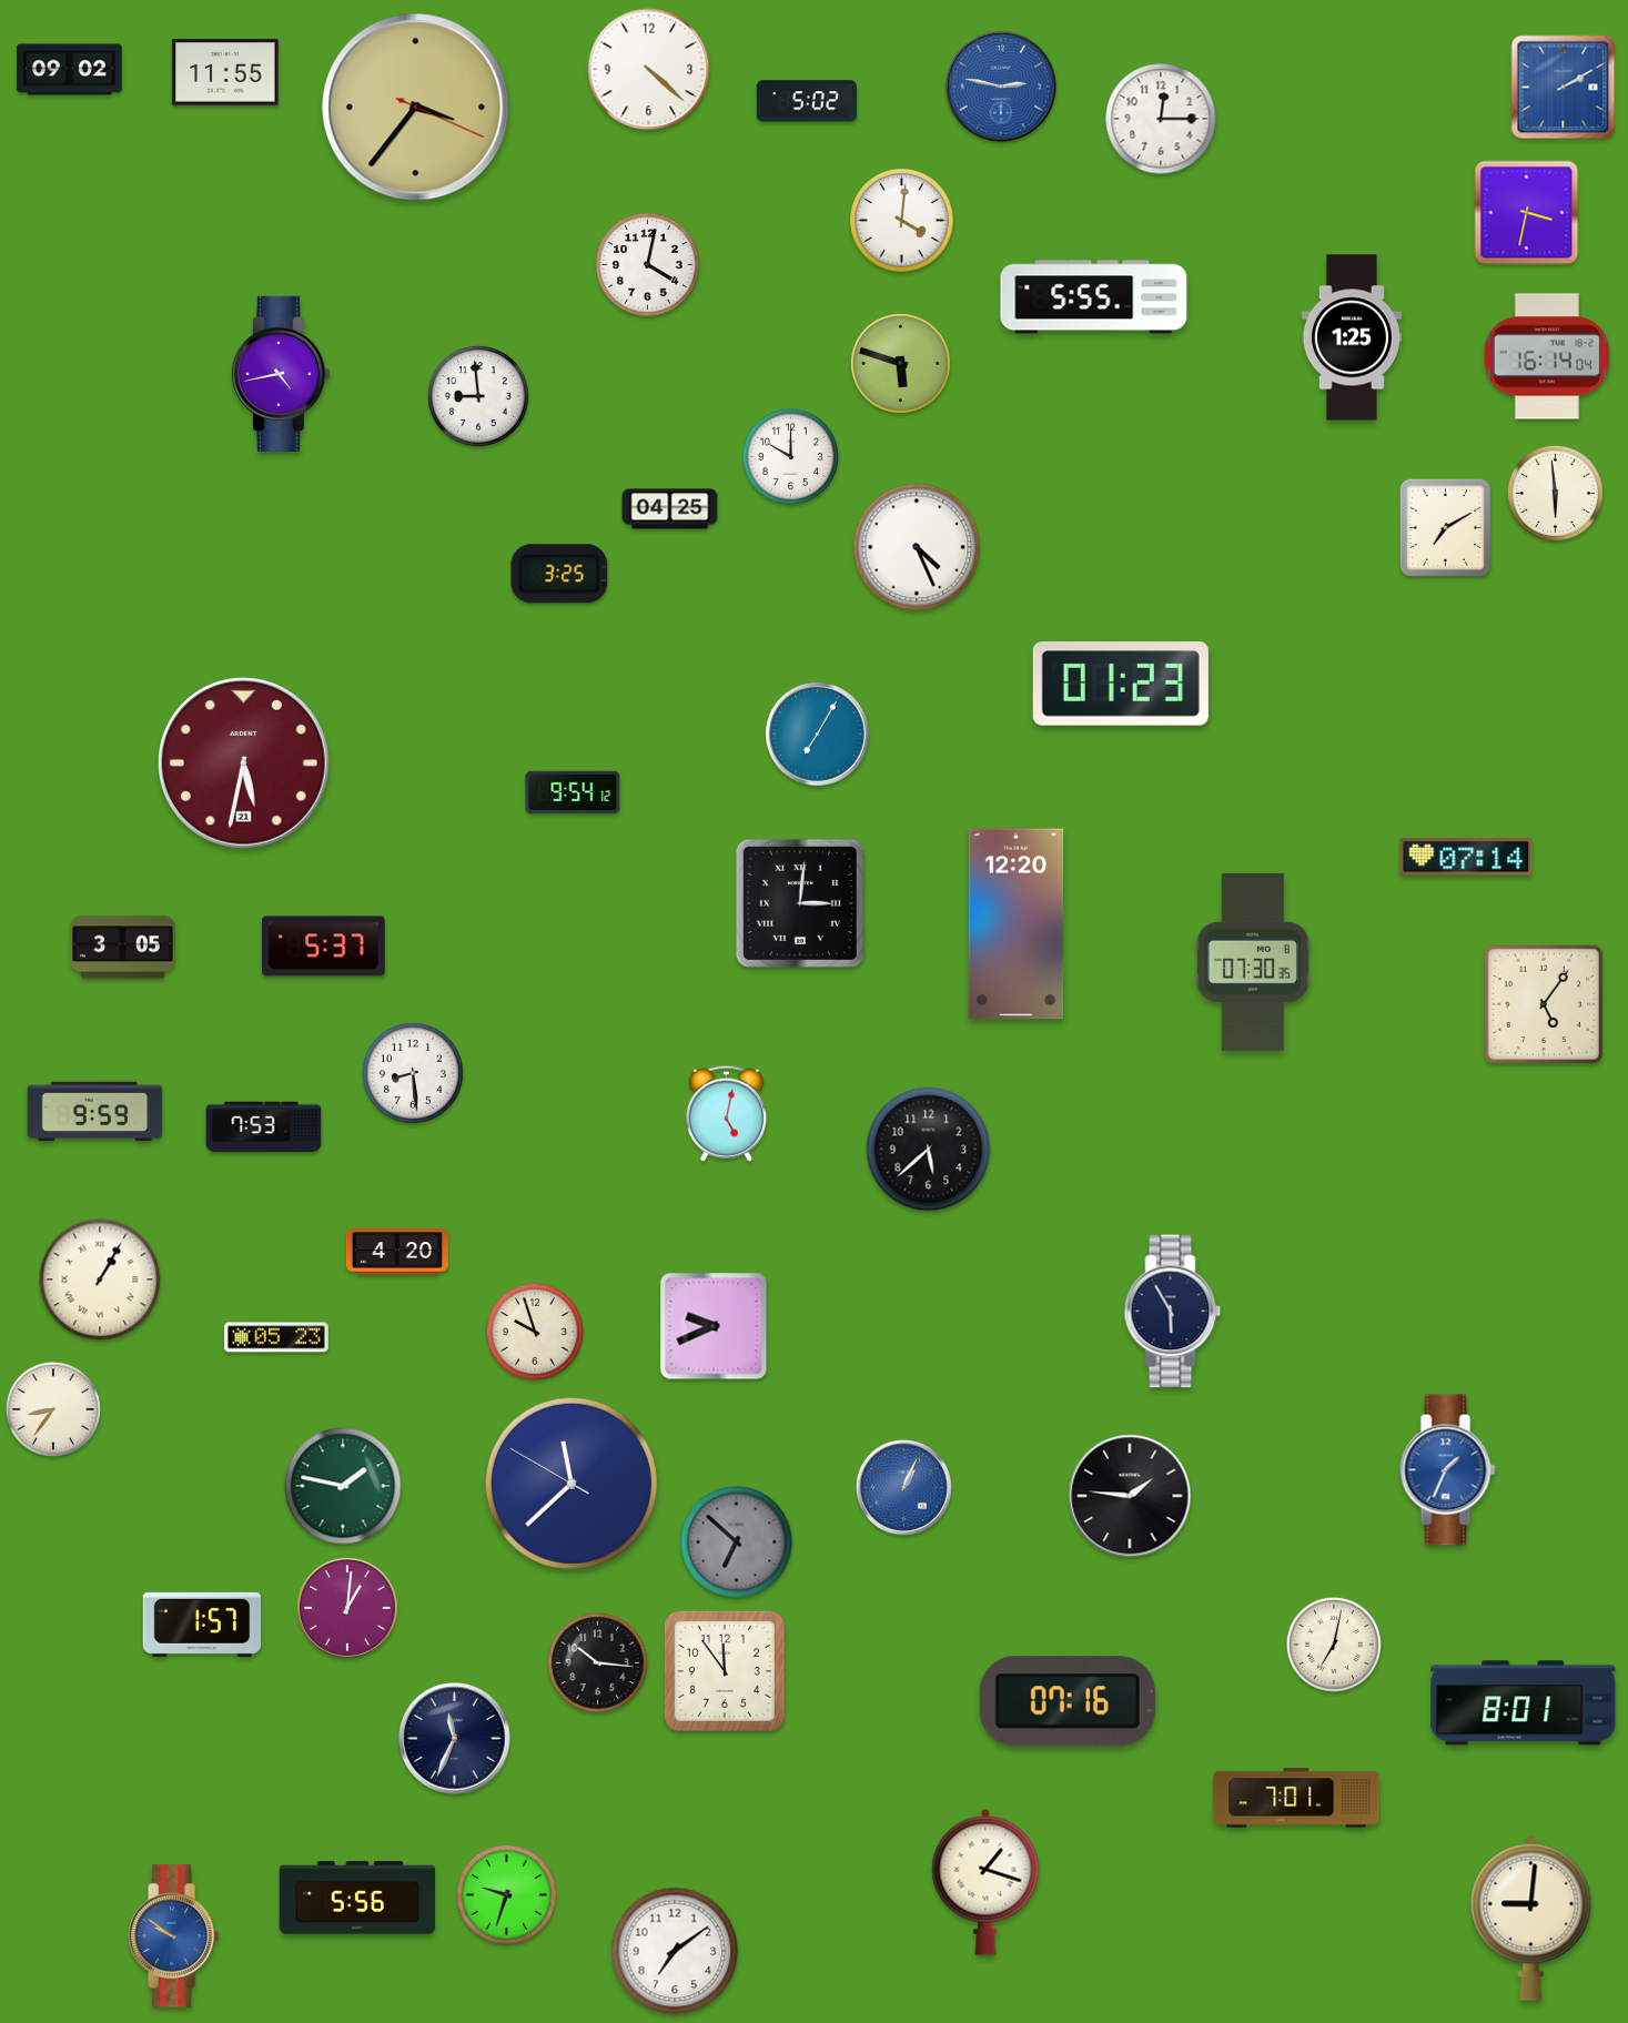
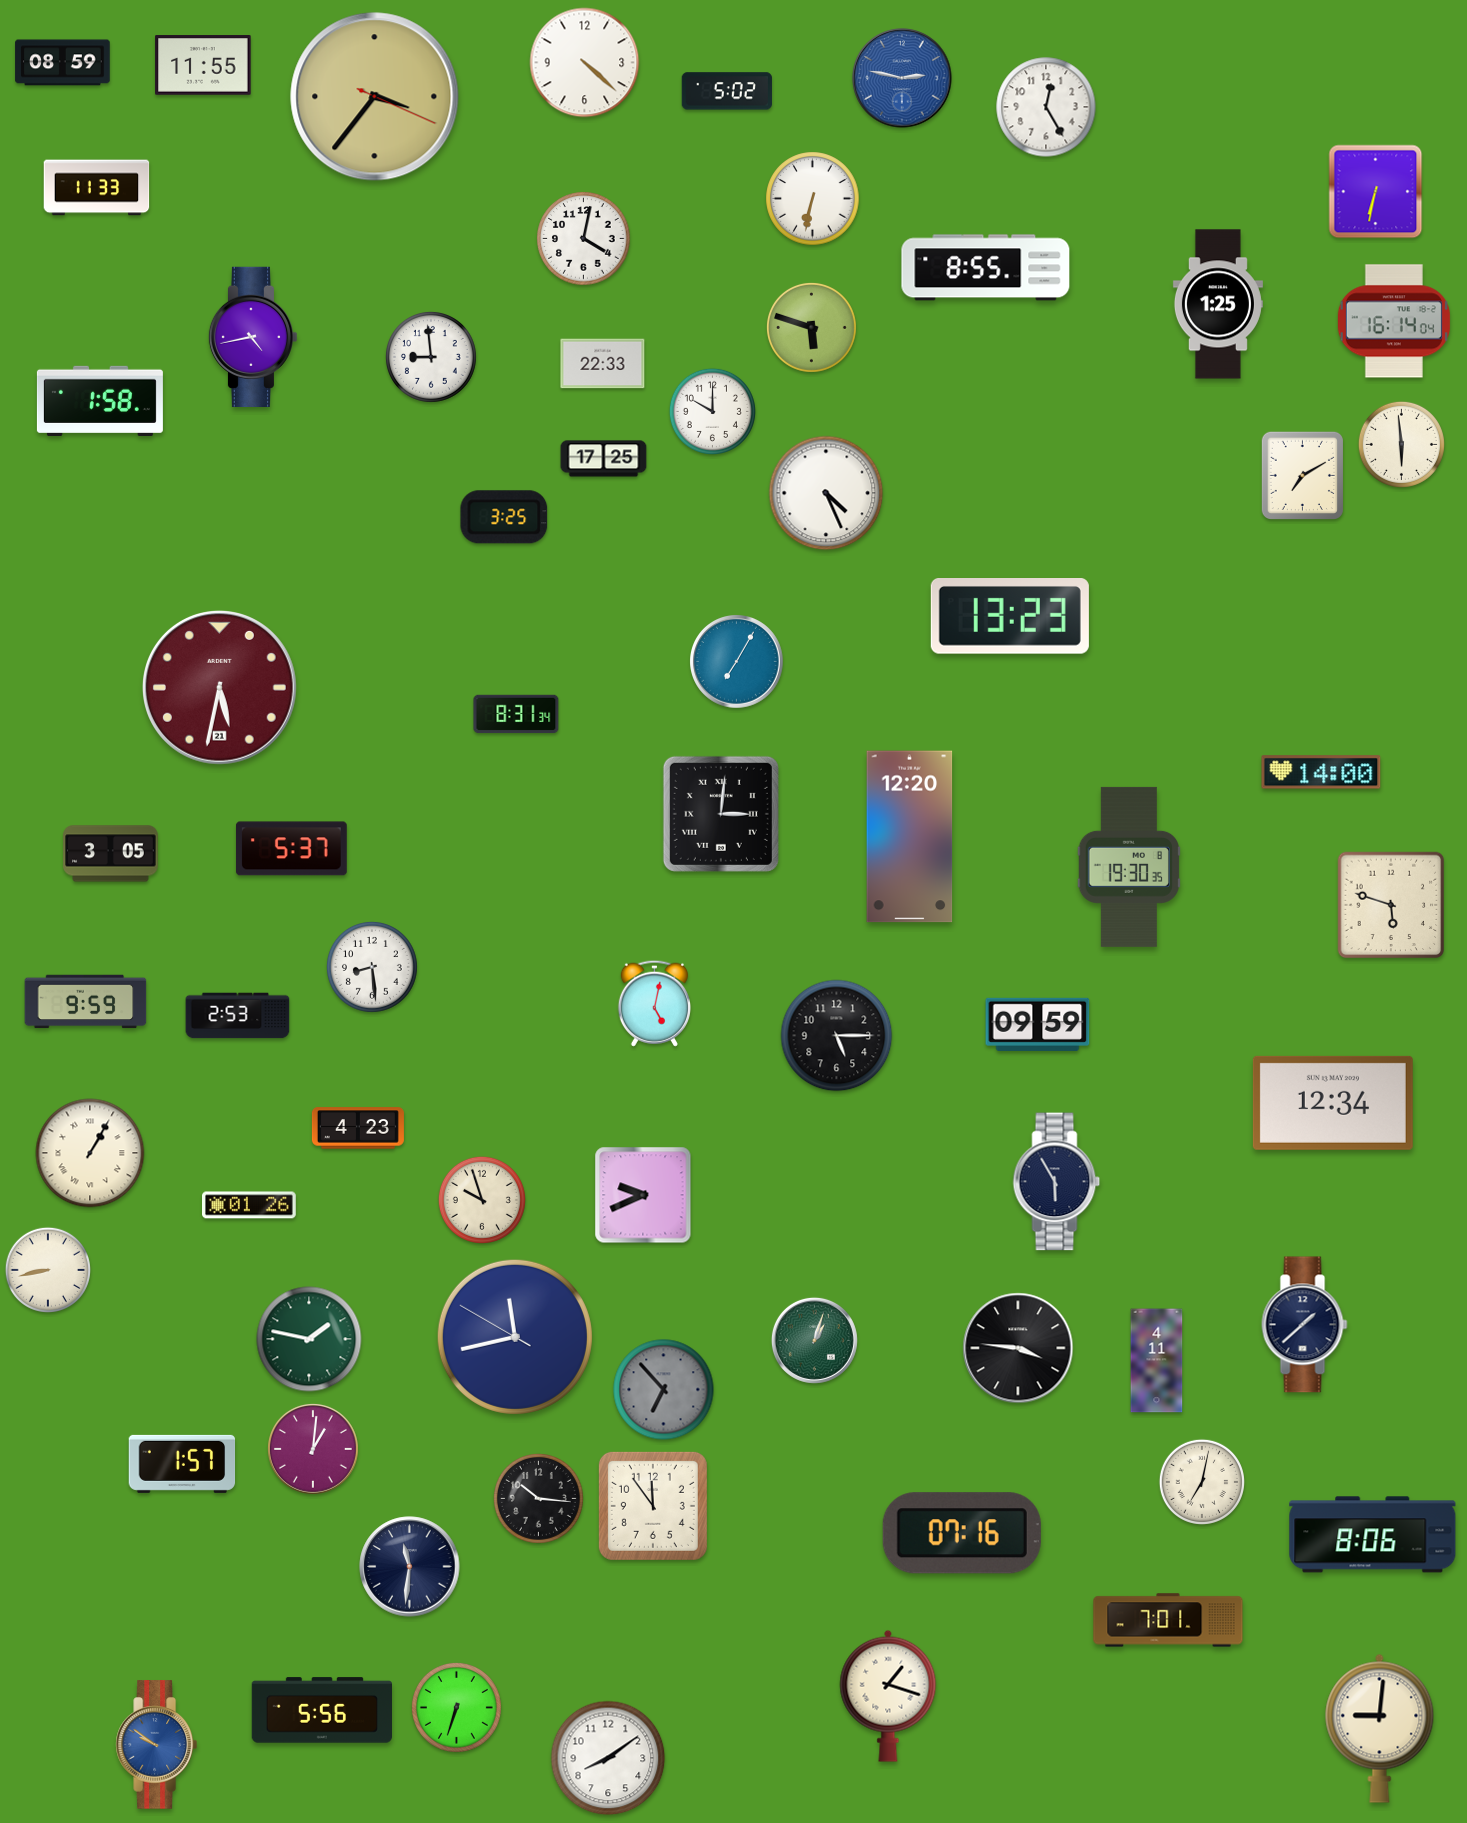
clock at (70, 70): 09:02 -> 08:59
clock at (1564, 88): 2:10 -> none
clock at (1161, 119): 12:15 -> 12:25
clock at (97, 188): none -> 11:33
clock at (1527, 213): 3:32 -> 6:32
clock at (902, 221): 4:01 -> 6:32
clock at (1094, 297): 5:55 -> 8:55
clock at (603, 364): none -> 22:33
clock at (100, 401): none -> 1:58
clock at (670, 509): 04:25 -> 17:25
clock at (1121, 685): 01:23 -> 13:23
clock at (573, 792): 9:54 -> 8:31
clock at (1466, 857): 07:14 -> 14:00
clock at (1017, 924) position: (1017, 924) -> (910, 837)
clock at (323, 947) position: (323, 947) -> (291, 849)
clock at (1252, 962): 07:30 -> 19:30
clock at (1544, 1004): 5:06 -> 5:48
clock at (264, 1127): 7:53 -> 2:53
clock at (1038, 1024): none -> 09:59
clock at (929, 1150): 5:38 -> 5:15
clock at (1333, 1103): none -> 12:34
clock at (397, 1252): 4:20 -> 4:23
clock at (277, 1337): 05:23 -> 01:26
clock at (53, 1409): 8:36 -> 8:43
clock at (1448, 1470): 1:34 -> 1:38
clock at (1448, 1470) dial: blue -> navy
clock at (572, 1484): 11:37 -> 11:42
clock at (903, 1487): 1:04 -> 1:03
clock at (903, 1487) dial: blue -> green
clock at (1130, 1496): 1:46 -> 3:46
clock at (1157, 1361): none -> 4:11
clock at (737, 1542): 6:52 -> 6:53
clock at (1524, 1703): 8:01 -> 8:06
clock at (455, 1739): 11:34 -> 11:31
clock at (506, 1894): 9:33 -> 6:33
clock at (675, 1951): 7:09 -> 8:09
